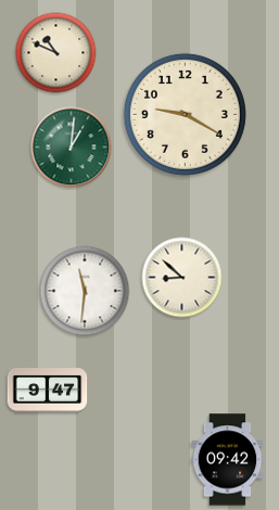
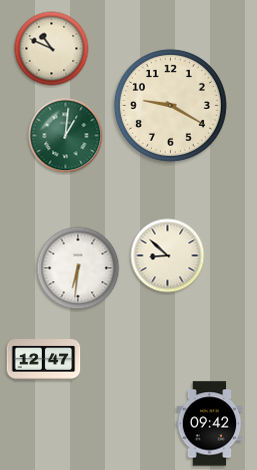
clock at (85, 291): 11:31 -> 6:31
clock at (48, 391): 9:47 -> 12:47
